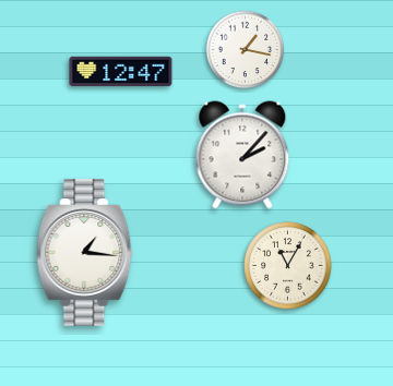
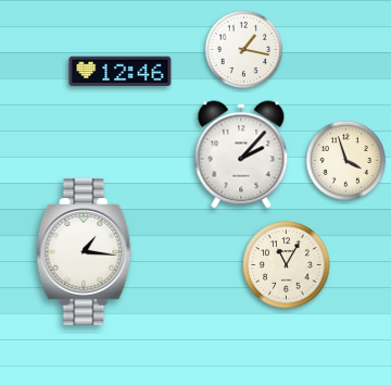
clock at (121, 72): 12:47 -> 12:46
clock at (346, 161): none -> 3:57
